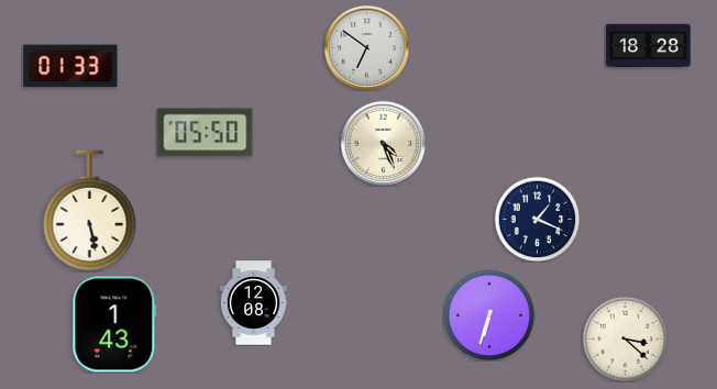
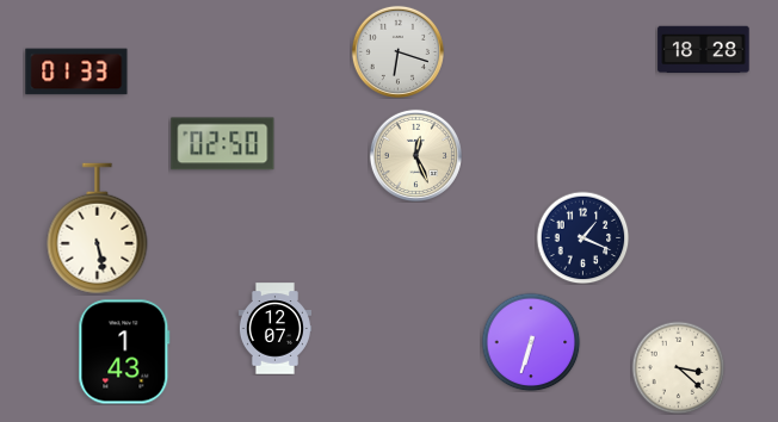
clock at (366, 47): 6:51 -> 6:18
clock at (206, 133): 05:50 -> 02:50
clock at (383, 143): 4:26 -> 12:26
clock at (253, 303): 12:08 -> 12:07
